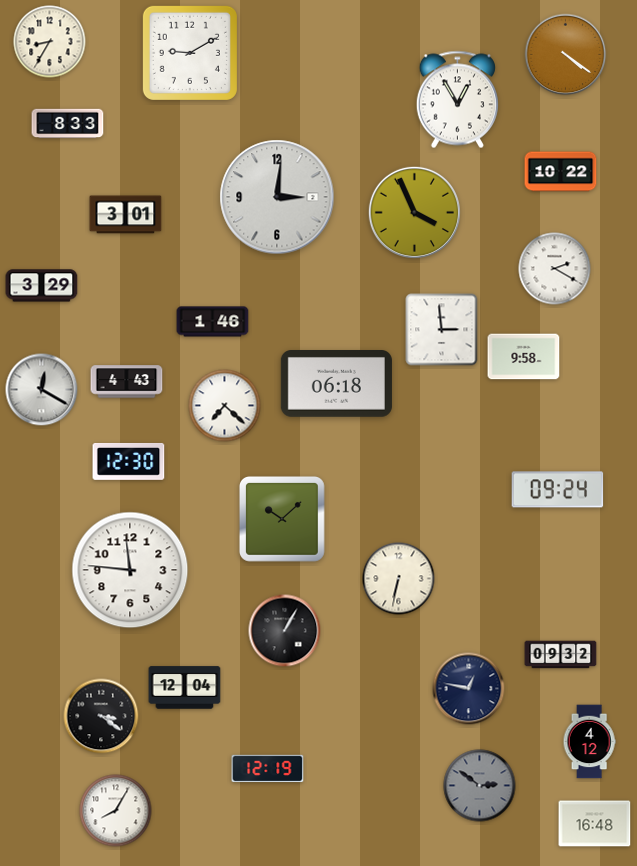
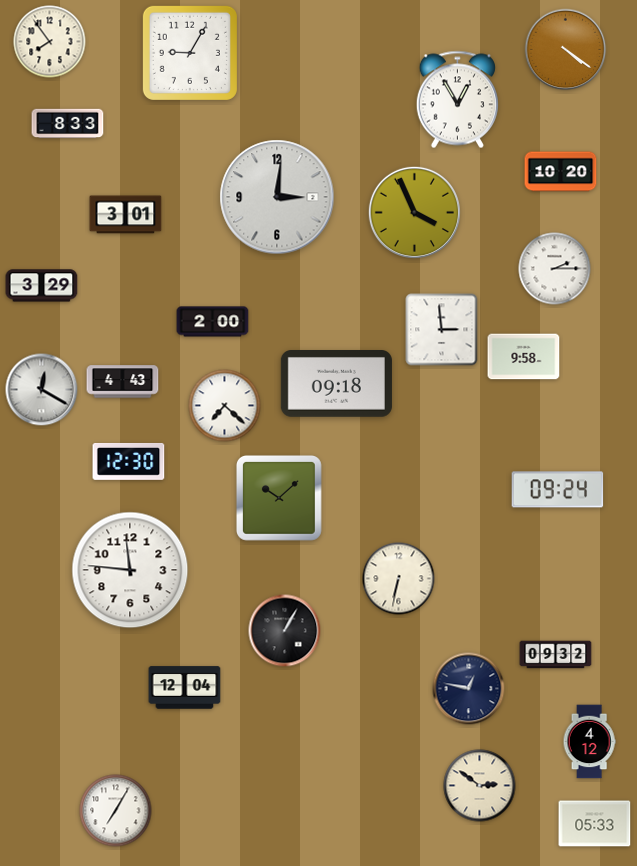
clock at (50, 42): 8:35 -> 7:54
clock at (190, 53): 9:10 -> 9:05
clock at (566, 55) position: (566, 55) -> (566, 50)
clock at (561, 172): 10:22 -> 10:20
clock at (555, 269): 2:20 -> 2:15
clock at (213, 322): 1:46 -> 2:00
clock at (127, 382) position: (127, 382) -> (123, 382)
clock at (336, 384): 06:18 -> 09:18
clock at (282, 519) position: (282, 519) -> (279, 498)
clock at (561, 655) position: (561, 655) -> (556, 655)
clock at (101, 716): 3:21 -> none
clock at (268, 769): 12:19 -> none
clock at (480, 786) dial: grey -> cream
clock at (116, 811): 8:05 -> 7:05
clock at (595, 824): 16:48 -> 05:33
